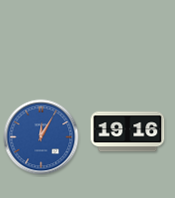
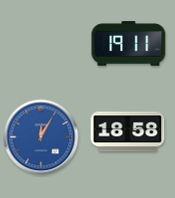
clock at (129, 44): none -> 19:11
clock at (128, 132): 19:16 -> 18:58
